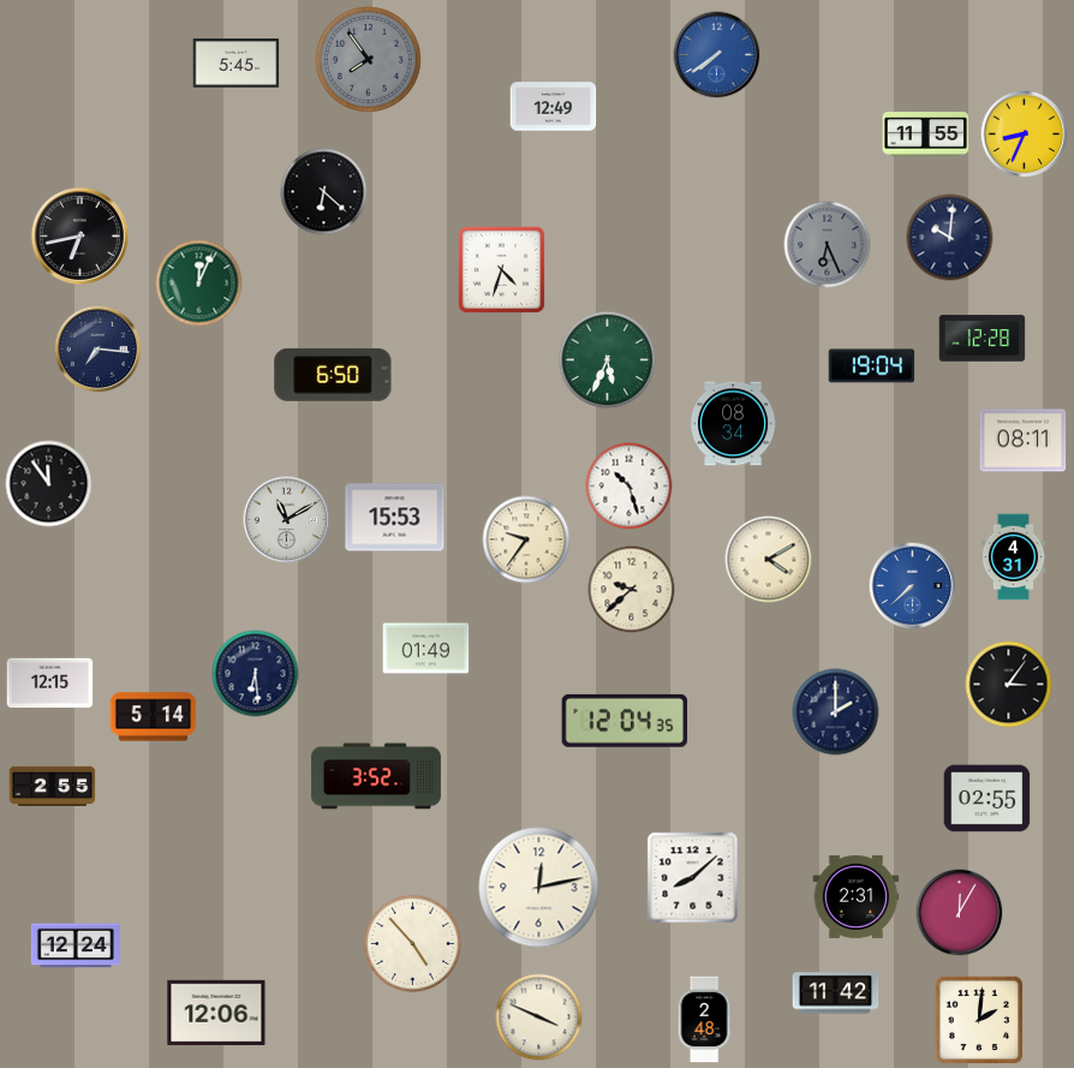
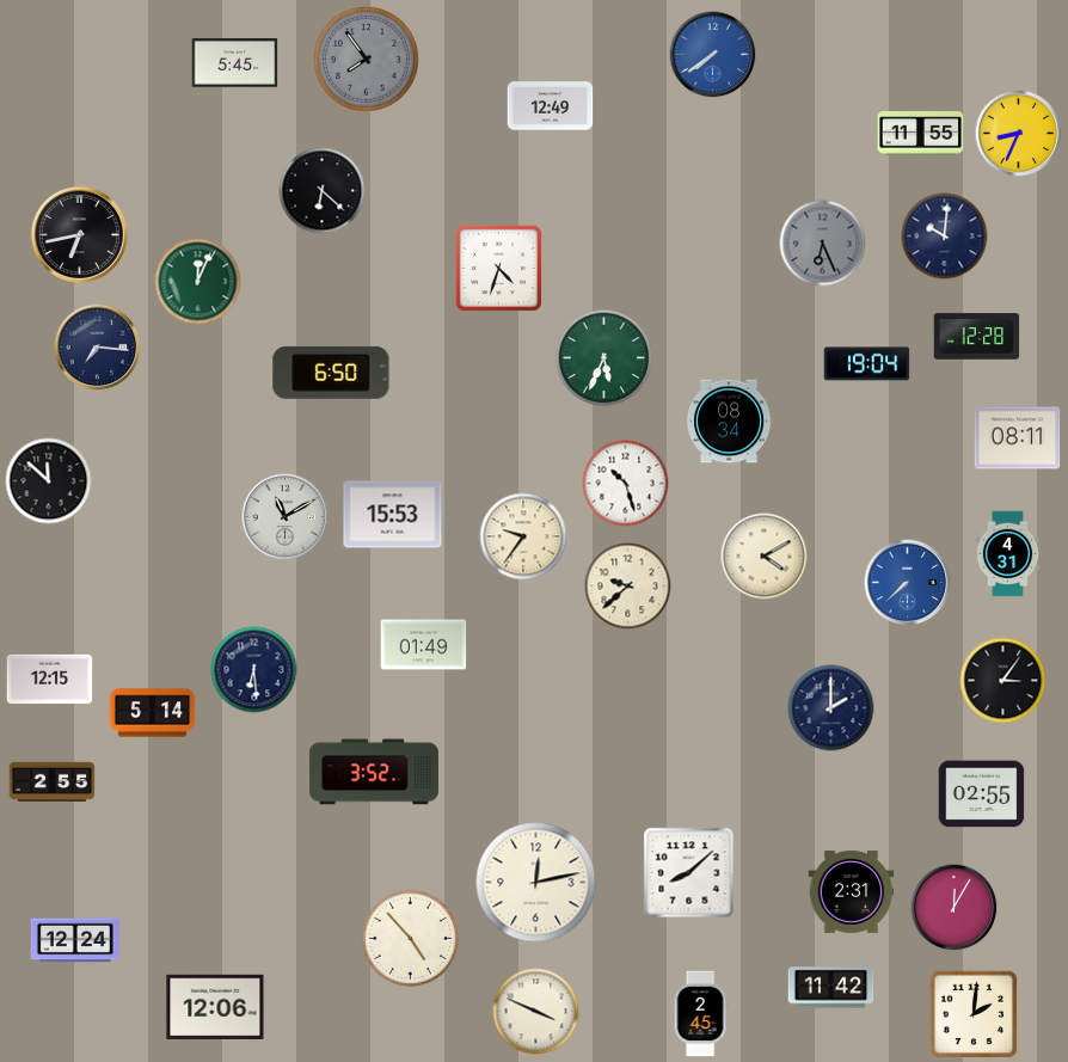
clock at (49, 484): 11:54 -> 11:52
clock at (625, 721): 12:04 -> none
clock at (704, 1020): 2:48 -> 2:45
